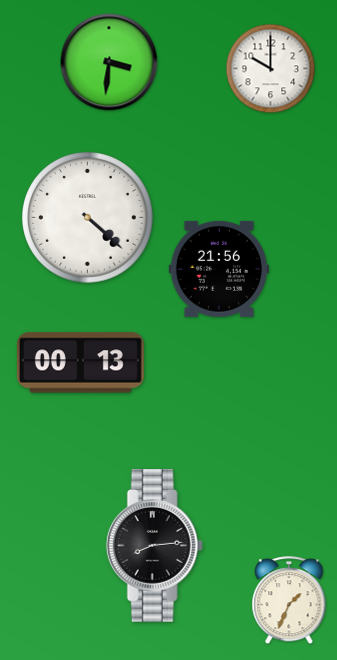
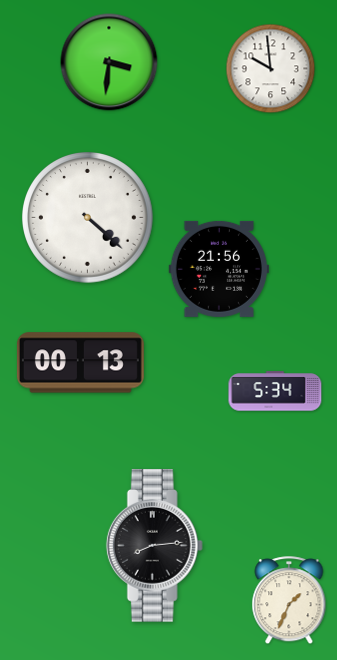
clock at (271, 69): 10:00 -> 9:59
clock at (275, 391): none -> 5:34
